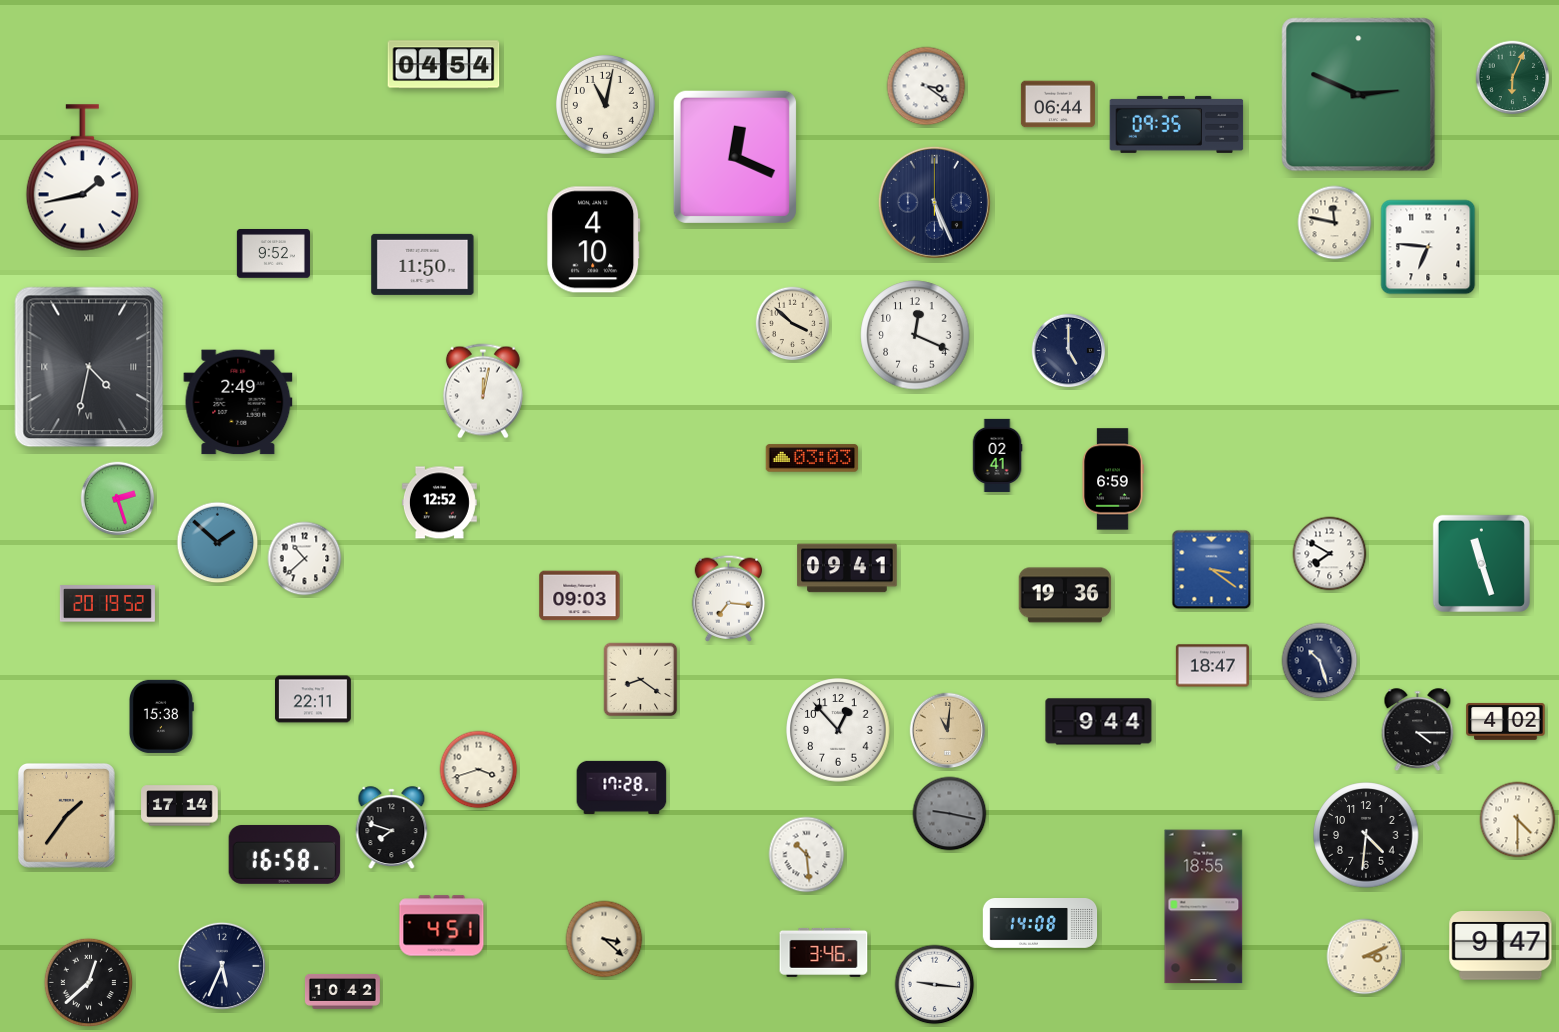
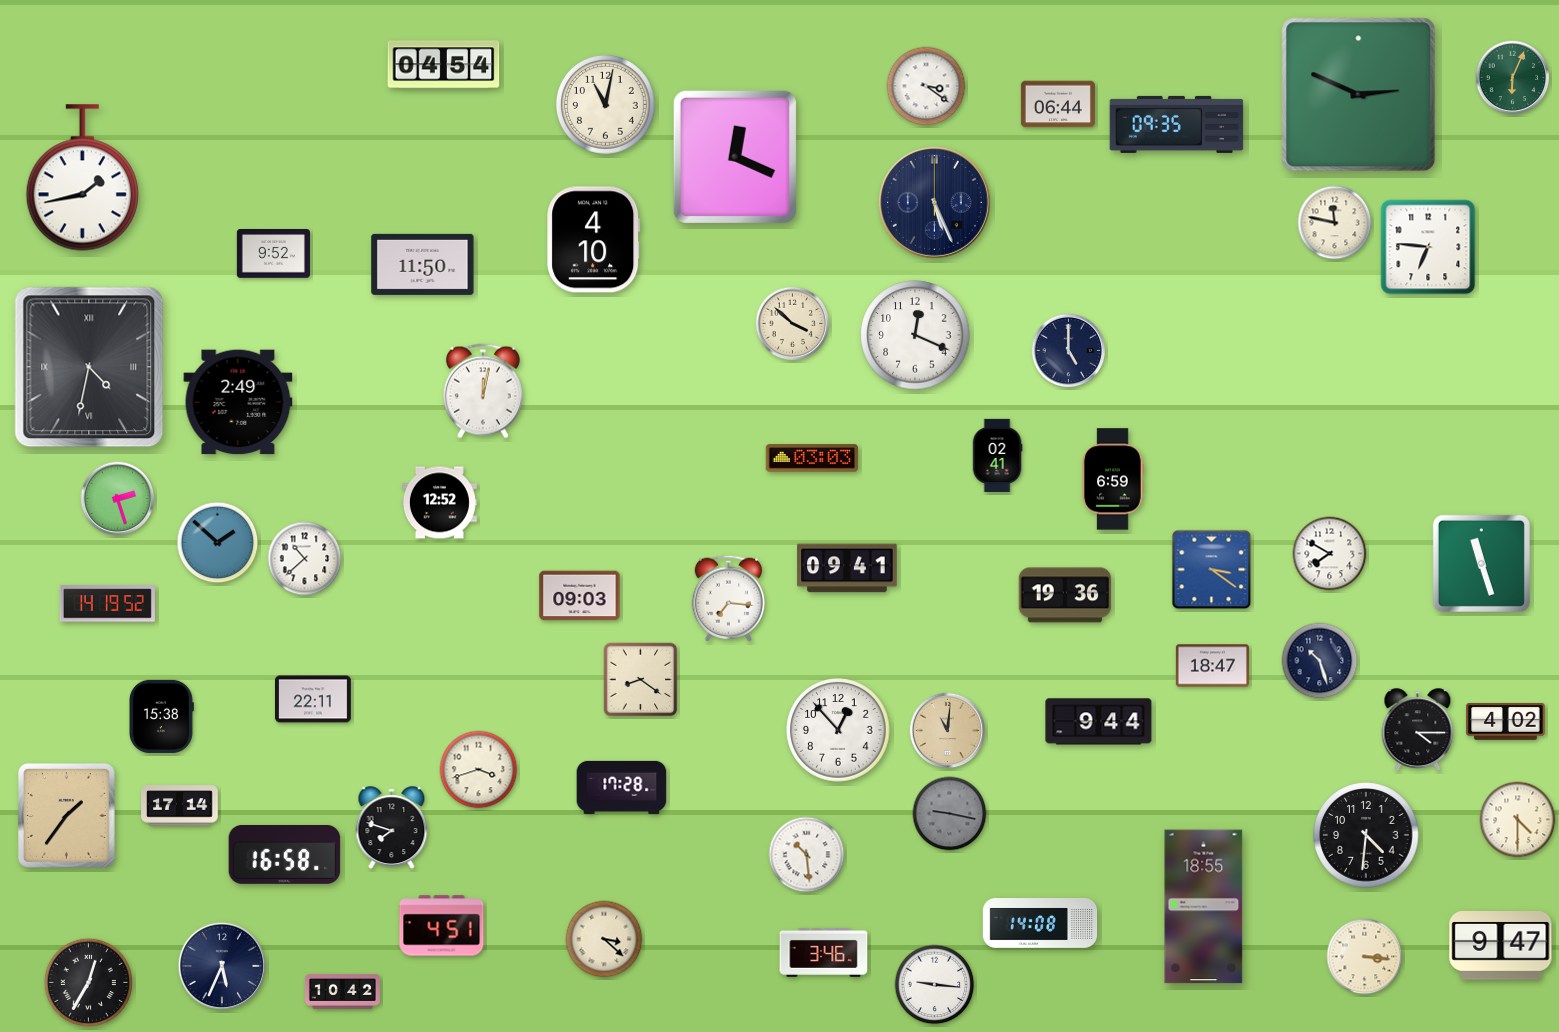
clock at (107, 604): 20:19 -> 14:19
clock at (1365, 957): 3:11 -> 3:16
clock at (88, 982): 12:38 -> 12:35
